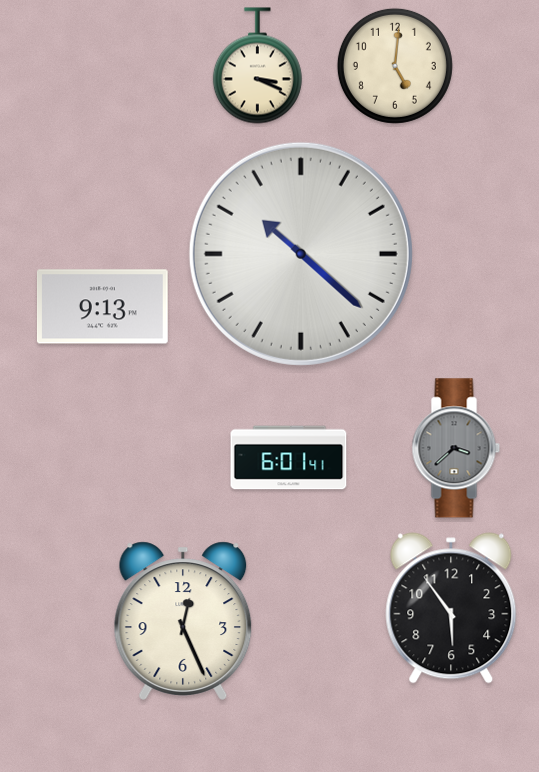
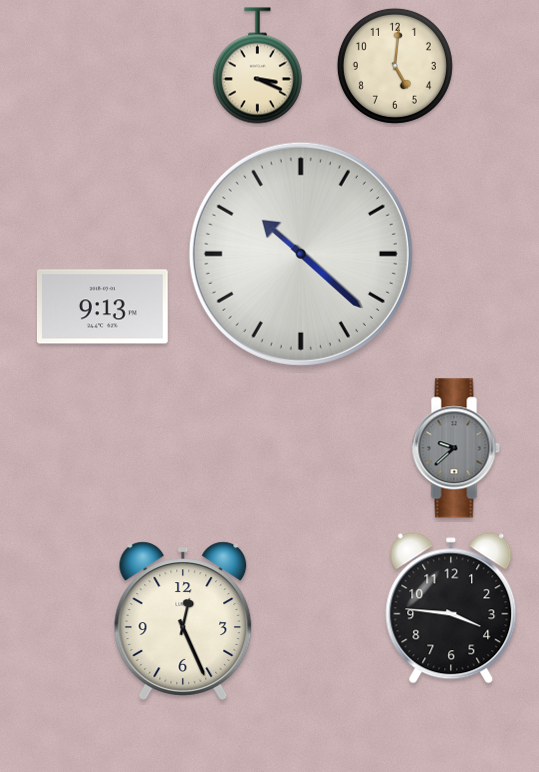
clock at (456, 448): 3:38 -> 9:38
clock at (289, 458): 6:01 -> none
clock at (451, 608): 5:54 -> 3:46
